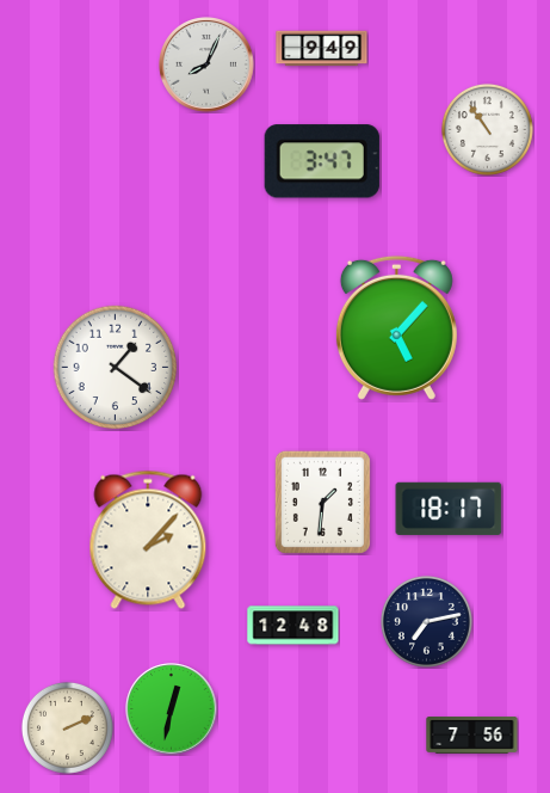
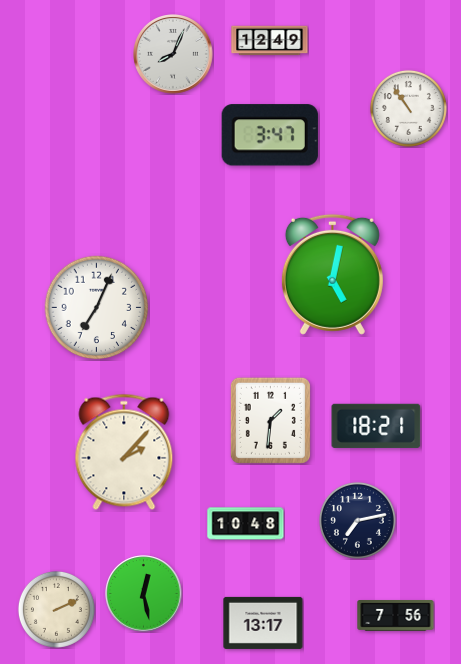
clock at (322, 49): 9:49 -> 12:49
clock at (396, 327): 5:07 -> 5:02
clock at (116, 368): 1:21 -> 7:04
clock at (449, 509): 18:17 -> 18:21
clock at (293, 626): 12:48 -> 10:48
clock at (172, 709): 12:32 -> 12:28
clock at (263, 623): none -> 13:17
